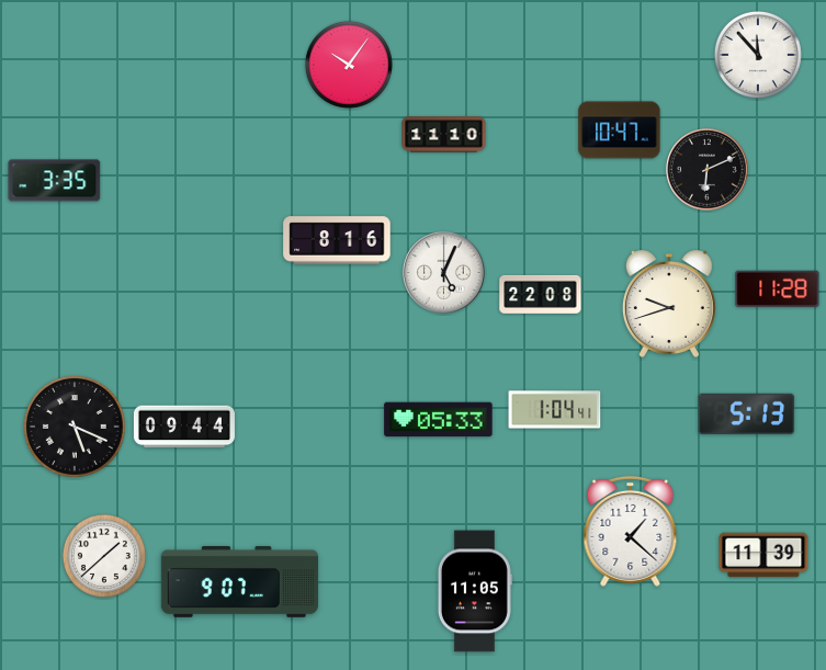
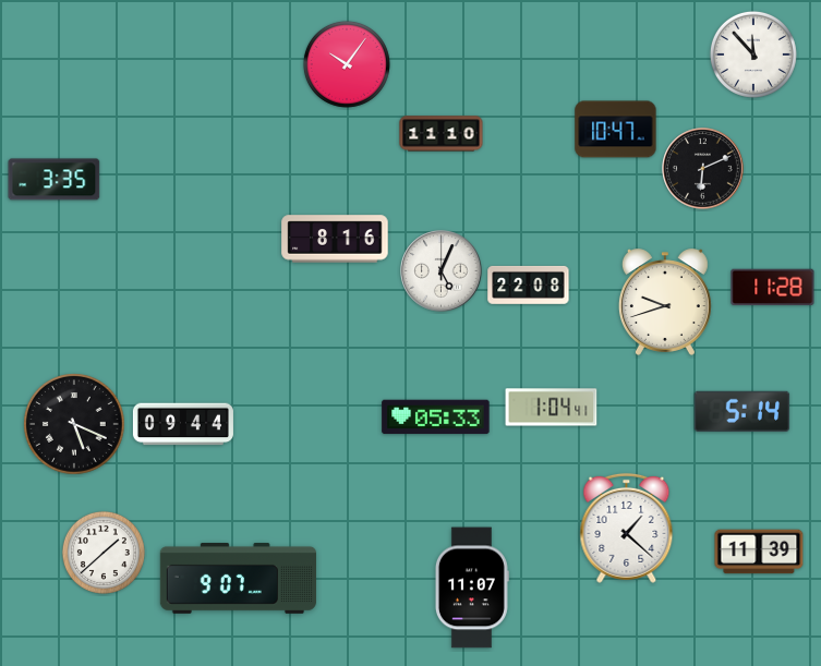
clock at (541, 294) position: (541, 294) -> (529, 284)
clock at (747, 413): 5:13 -> 5:14
clock at (475, 591): 11:05 -> 11:07
